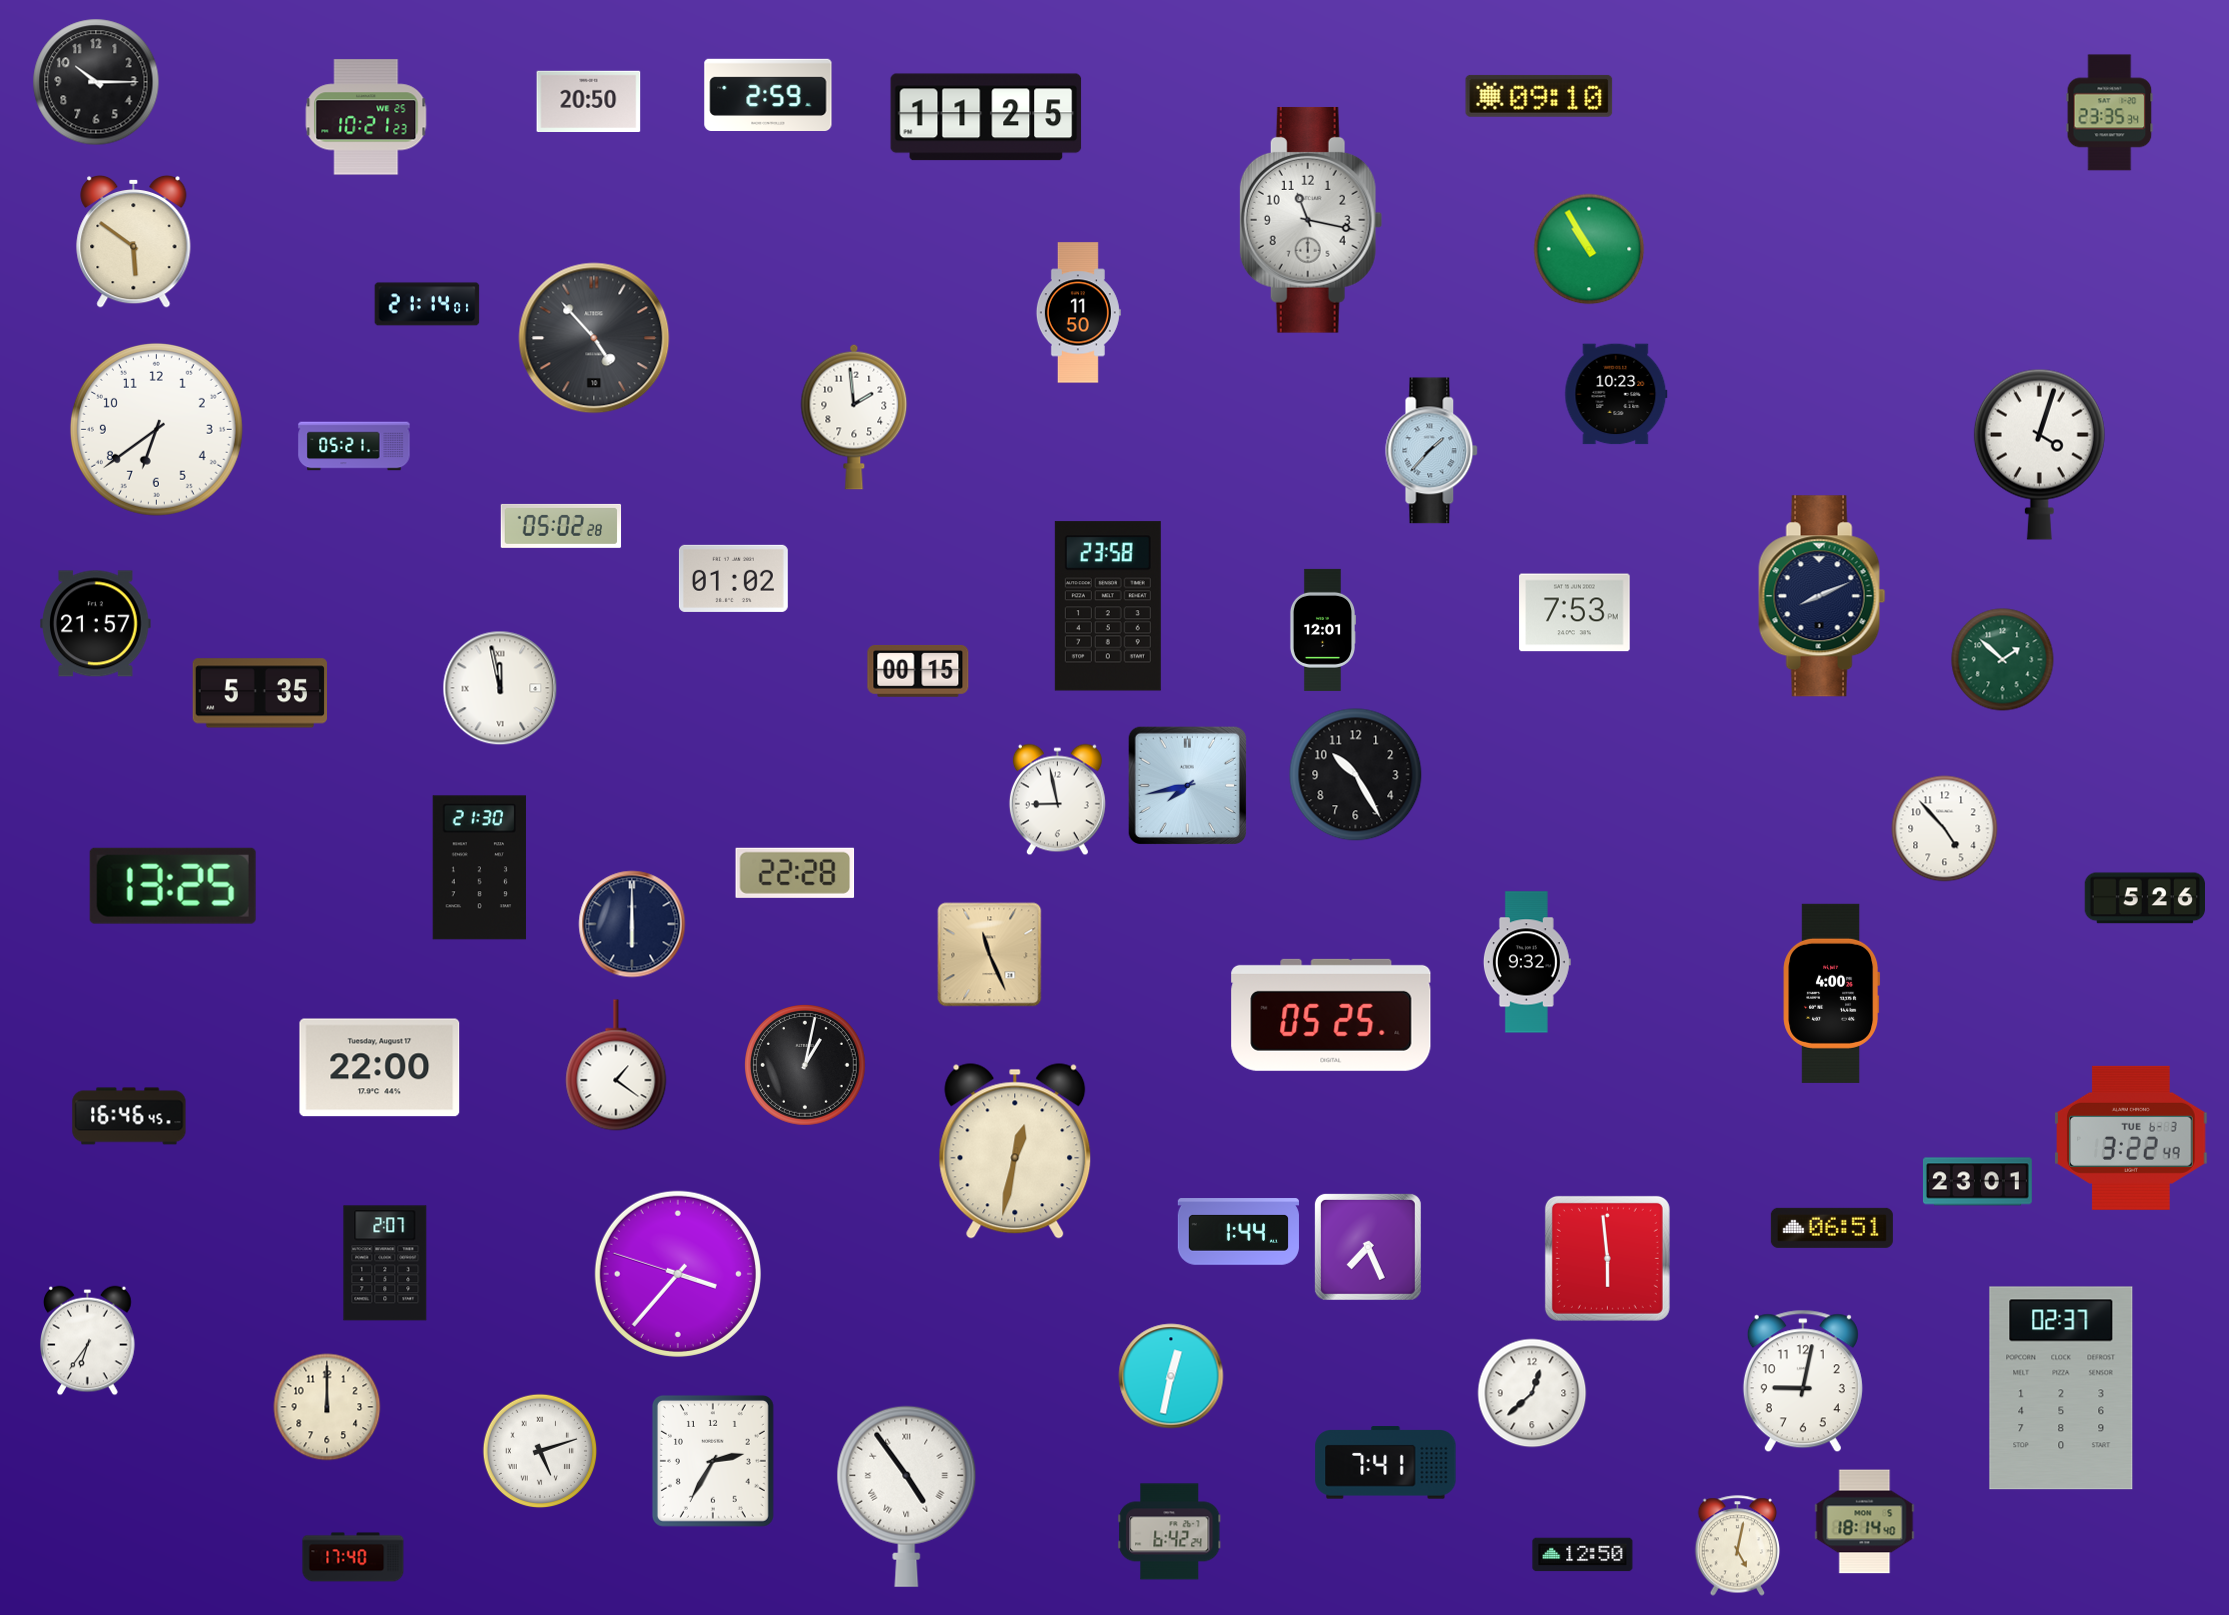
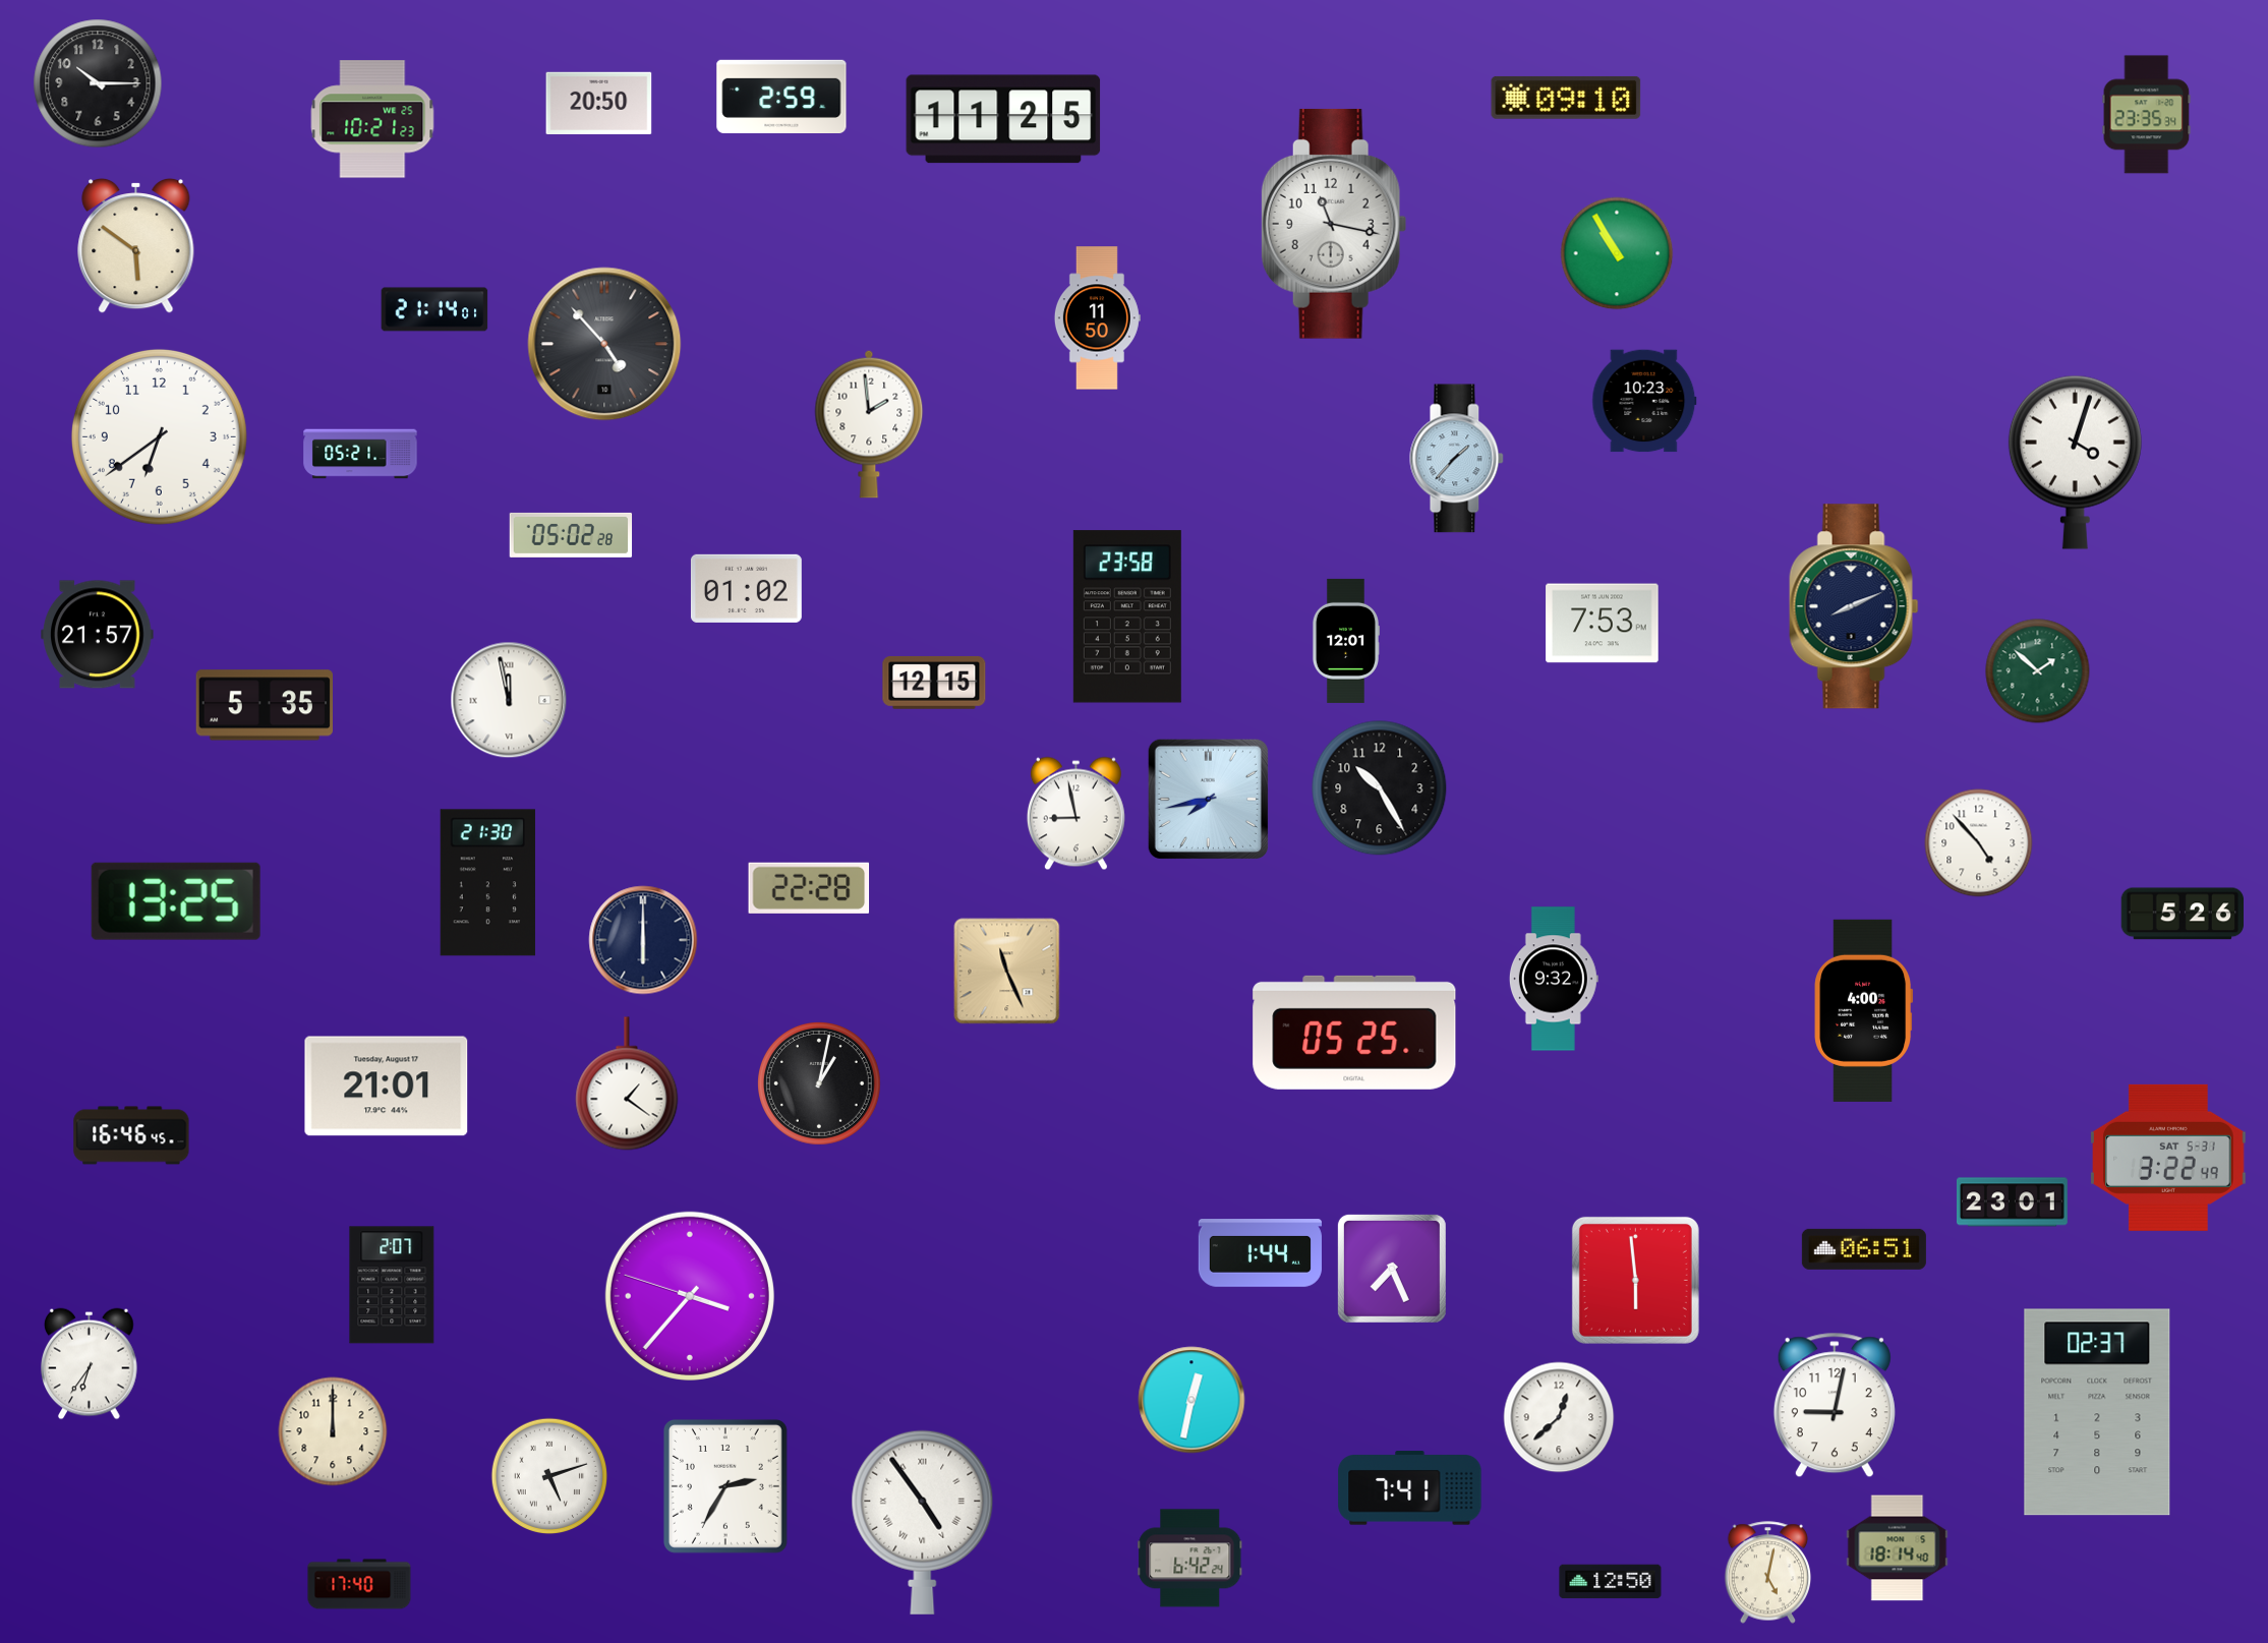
clock at (918, 671): 00:15 -> 12:15
clock at (380, 1068): 22:00 -> 21:01
clock at (2131, 1138) date: TUE 6-3 -> SAT 5-31
clock at (1015, 1151): 12:32 -> none
